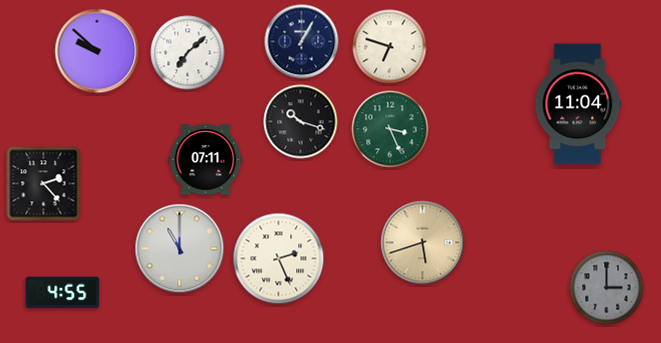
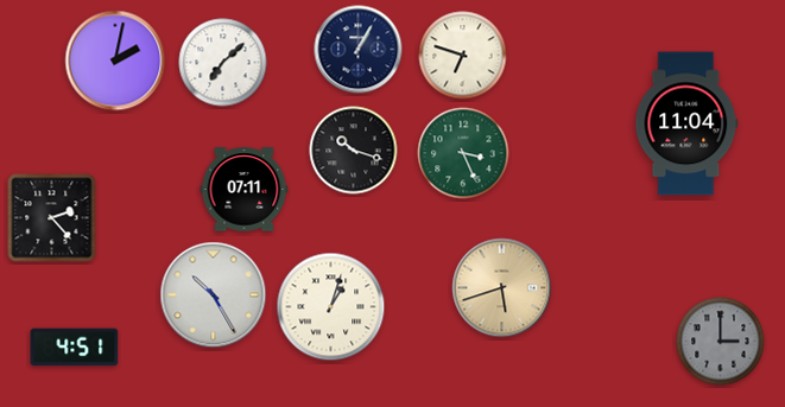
clock at (97, 51): 9:52 -> 2:02
clock at (301, 122) position: (301, 122) -> (354, 151)
clock at (180, 249): 11:00 -> 10:25
clock at (279, 259): 2:26 -> 1:03
clock at (63, 293): 4:55 -> 4:51
